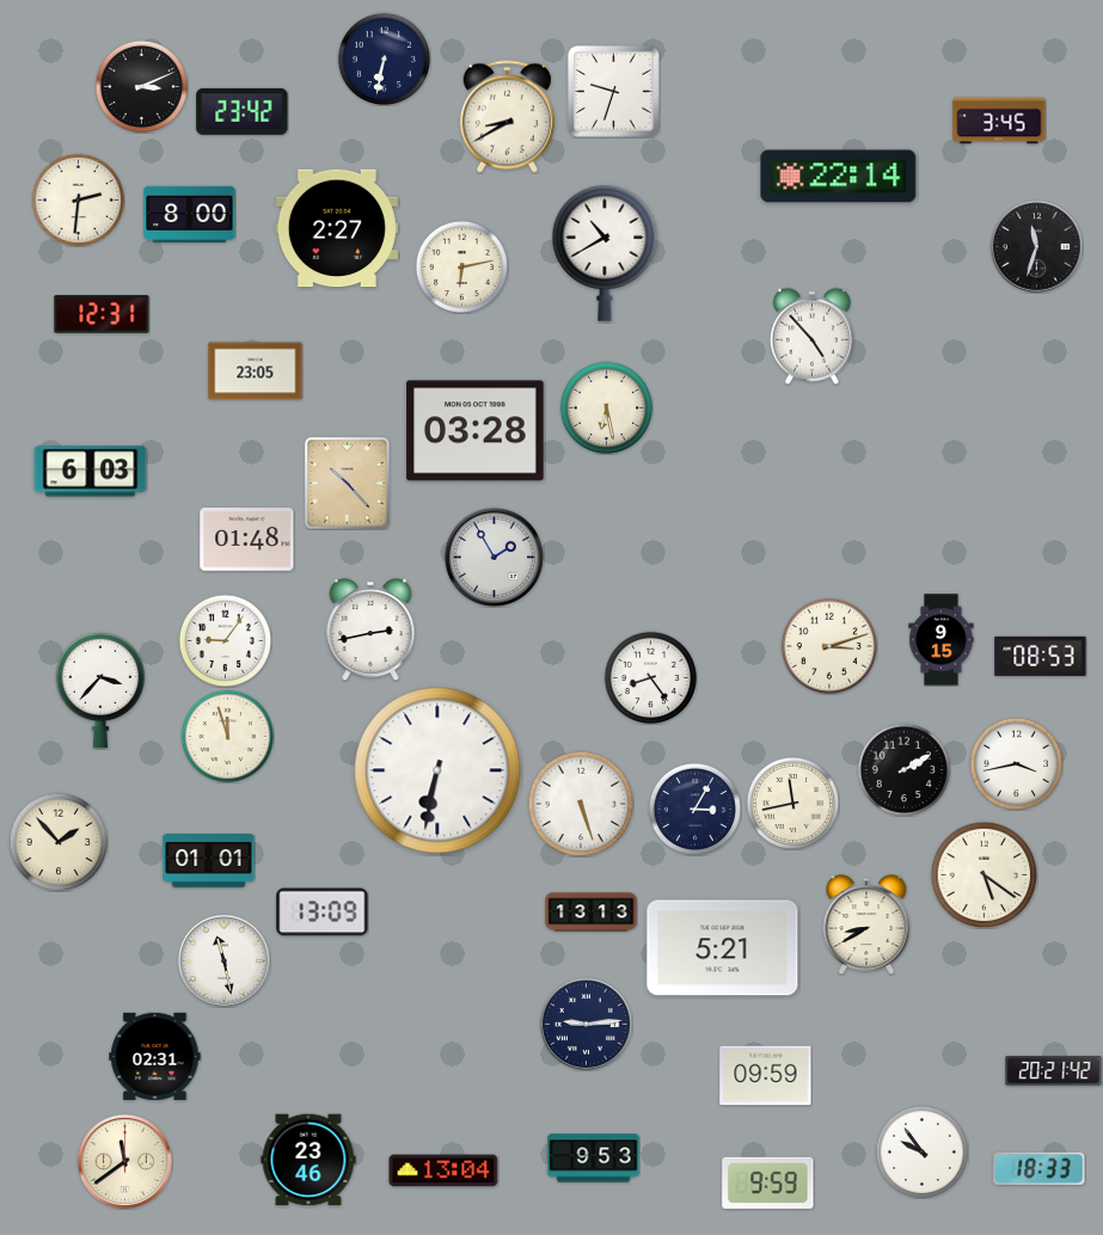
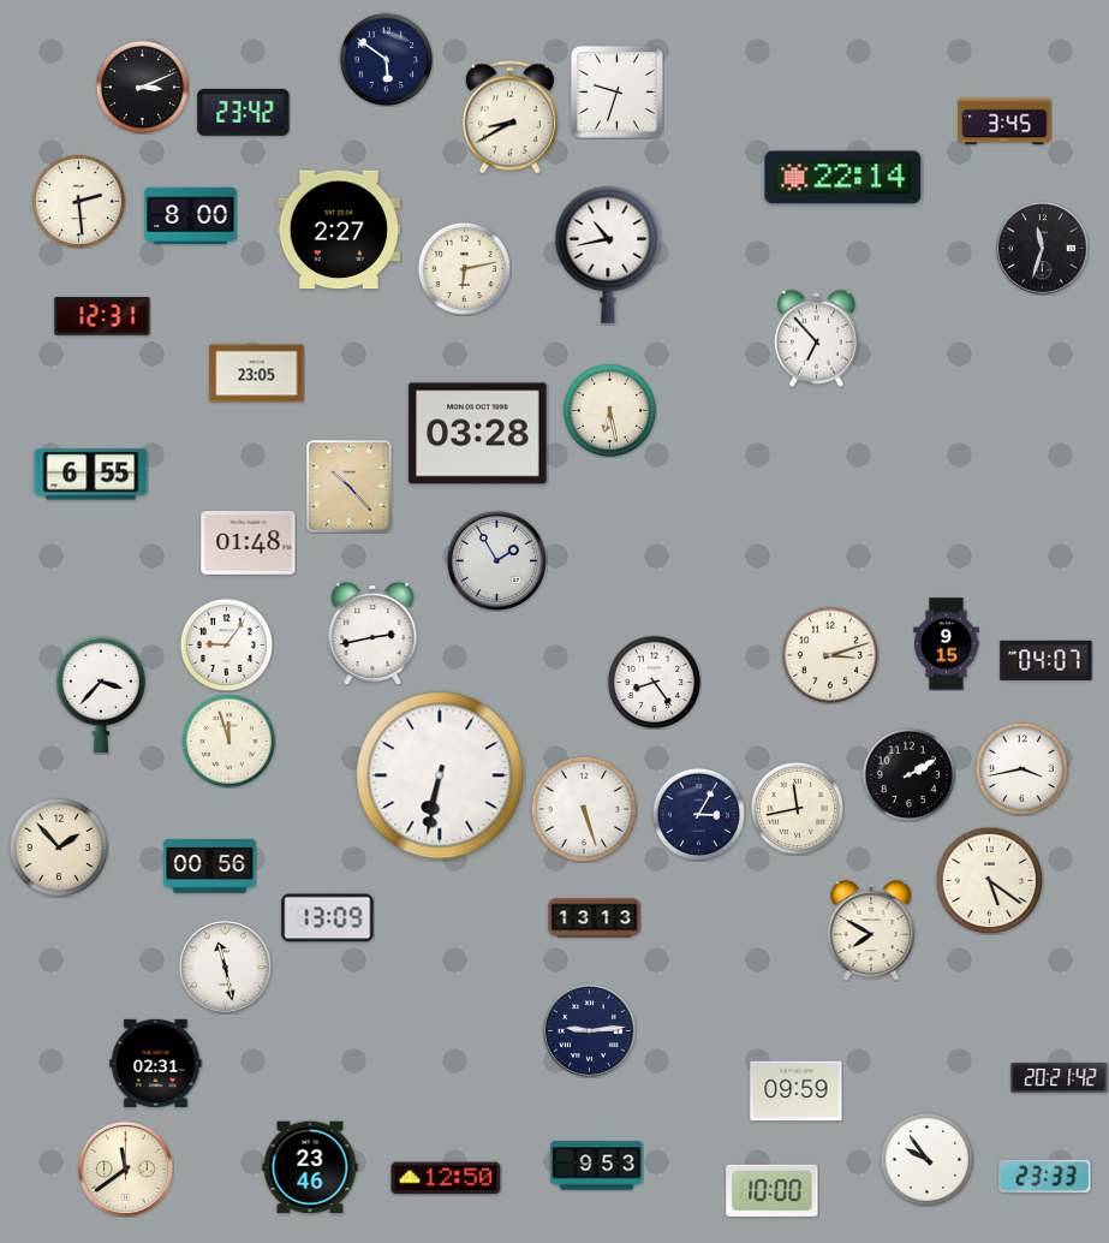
clock at (384, 59): 6:32 -> 5:51
clock at (78, 199): 2:31 -> 2:29
clock at (605, 253): 10:40 -> 10:43
clock at (811, 336): 4:53 -> 6:53
clock at (91, 472): 6:03 -> 6:55
clock at (828, 645) position: (828, 645) -> (829, 654)
clock at (1041, 656): 08:53 -> 04:07
clock at (209, 861): 01:01 -> 00:56
clock at (323, 913) position: (323, 913) -> (328, 918)
clock at (866, 924): 8:40 -> 7:50
clock at (723, 948): 5:21 -> none
clock at (766, 1076) position: (766, 1076) -> (797, 1092)
clock at (1040, 1168): 18:33 -> 23:33
clock at (443, 1171): 13:04 -> 12:50
clock at (768, 1182): 9:59 -> 10:00
